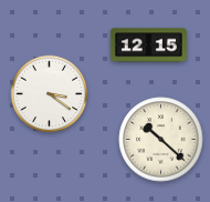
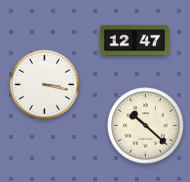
clock at (148, 46): 12:15 -> 12:47
clock at (50, 94): 3:21 -> 3:17
